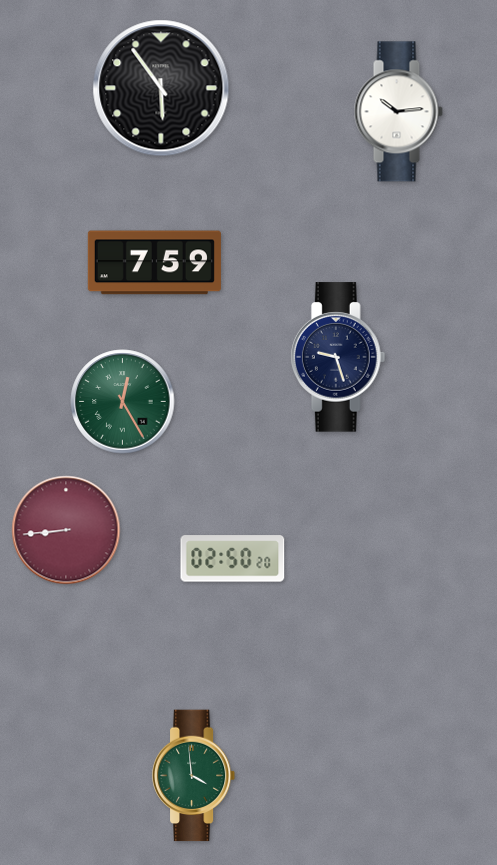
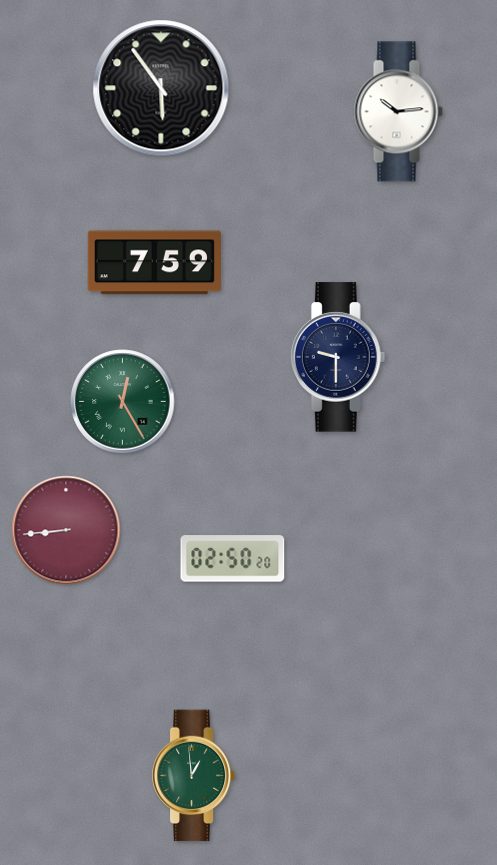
clock at (338, 357): 9:27 -> 9:30
clock at (194, 776): 3:59 -> 12:59
